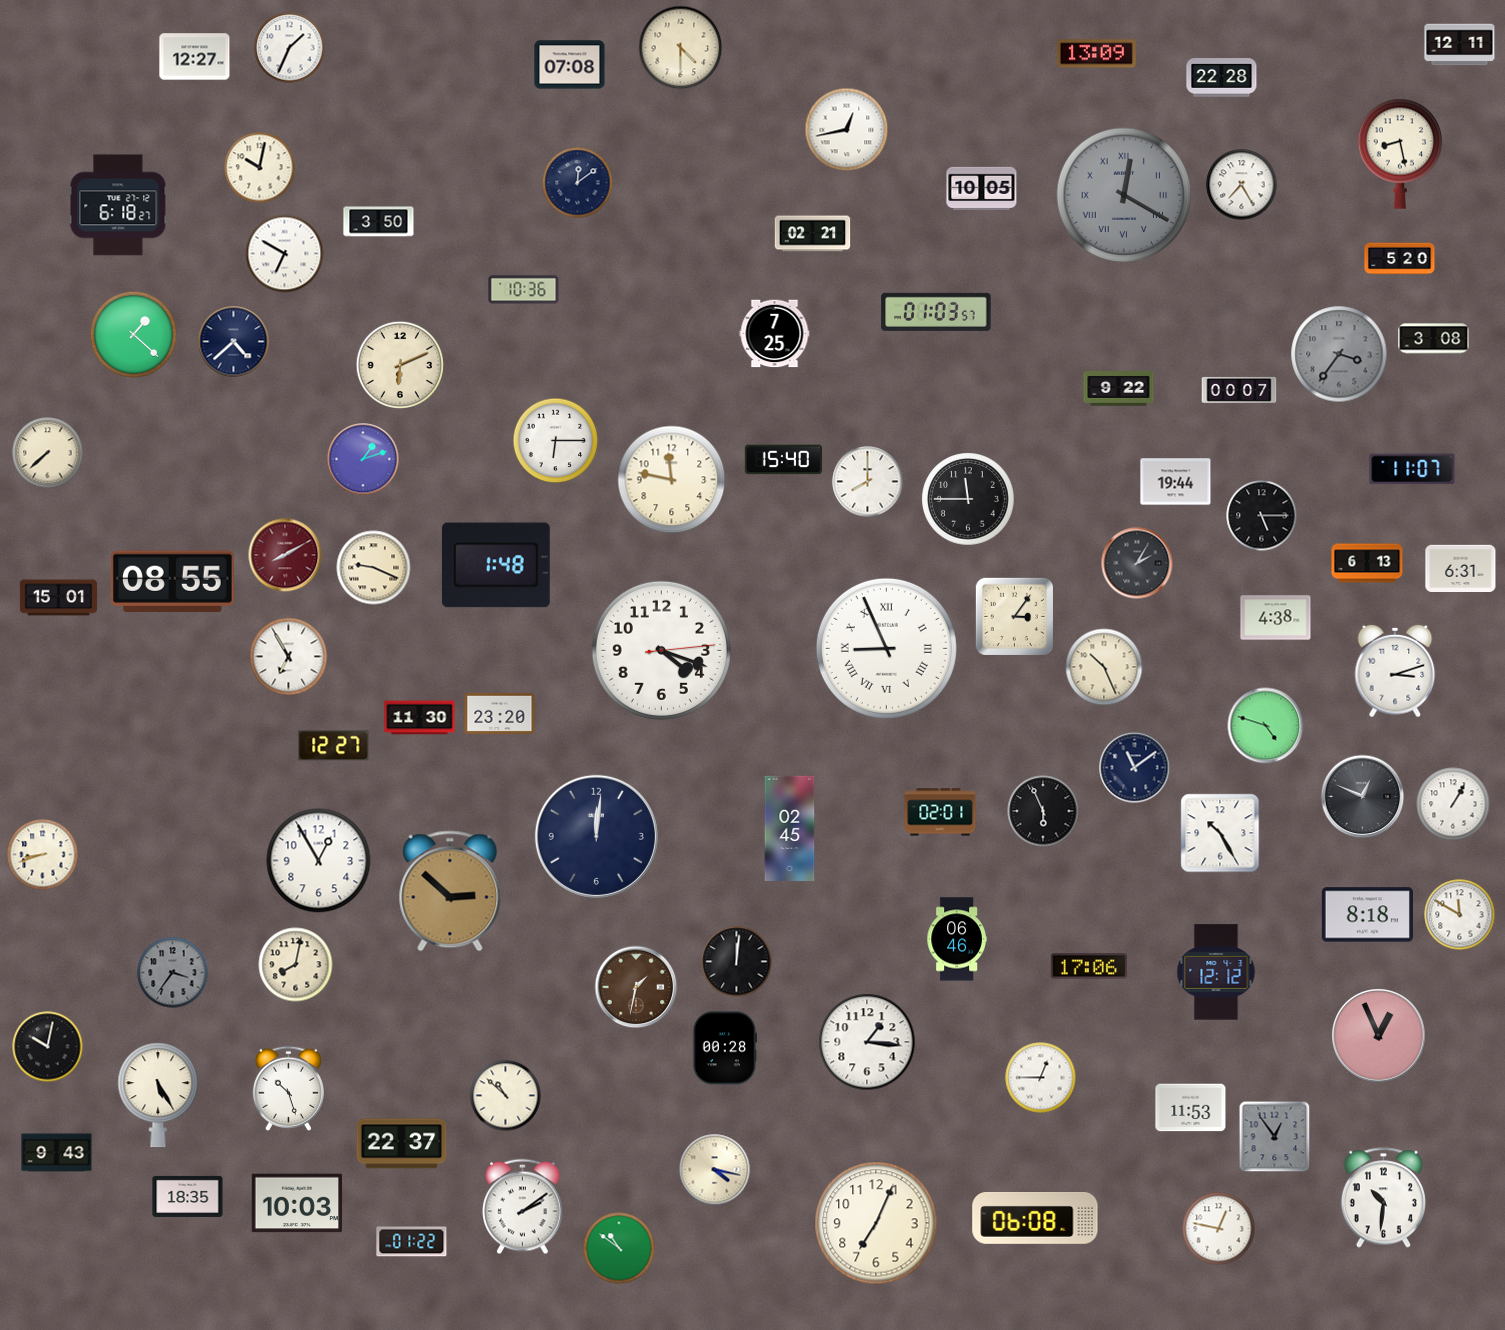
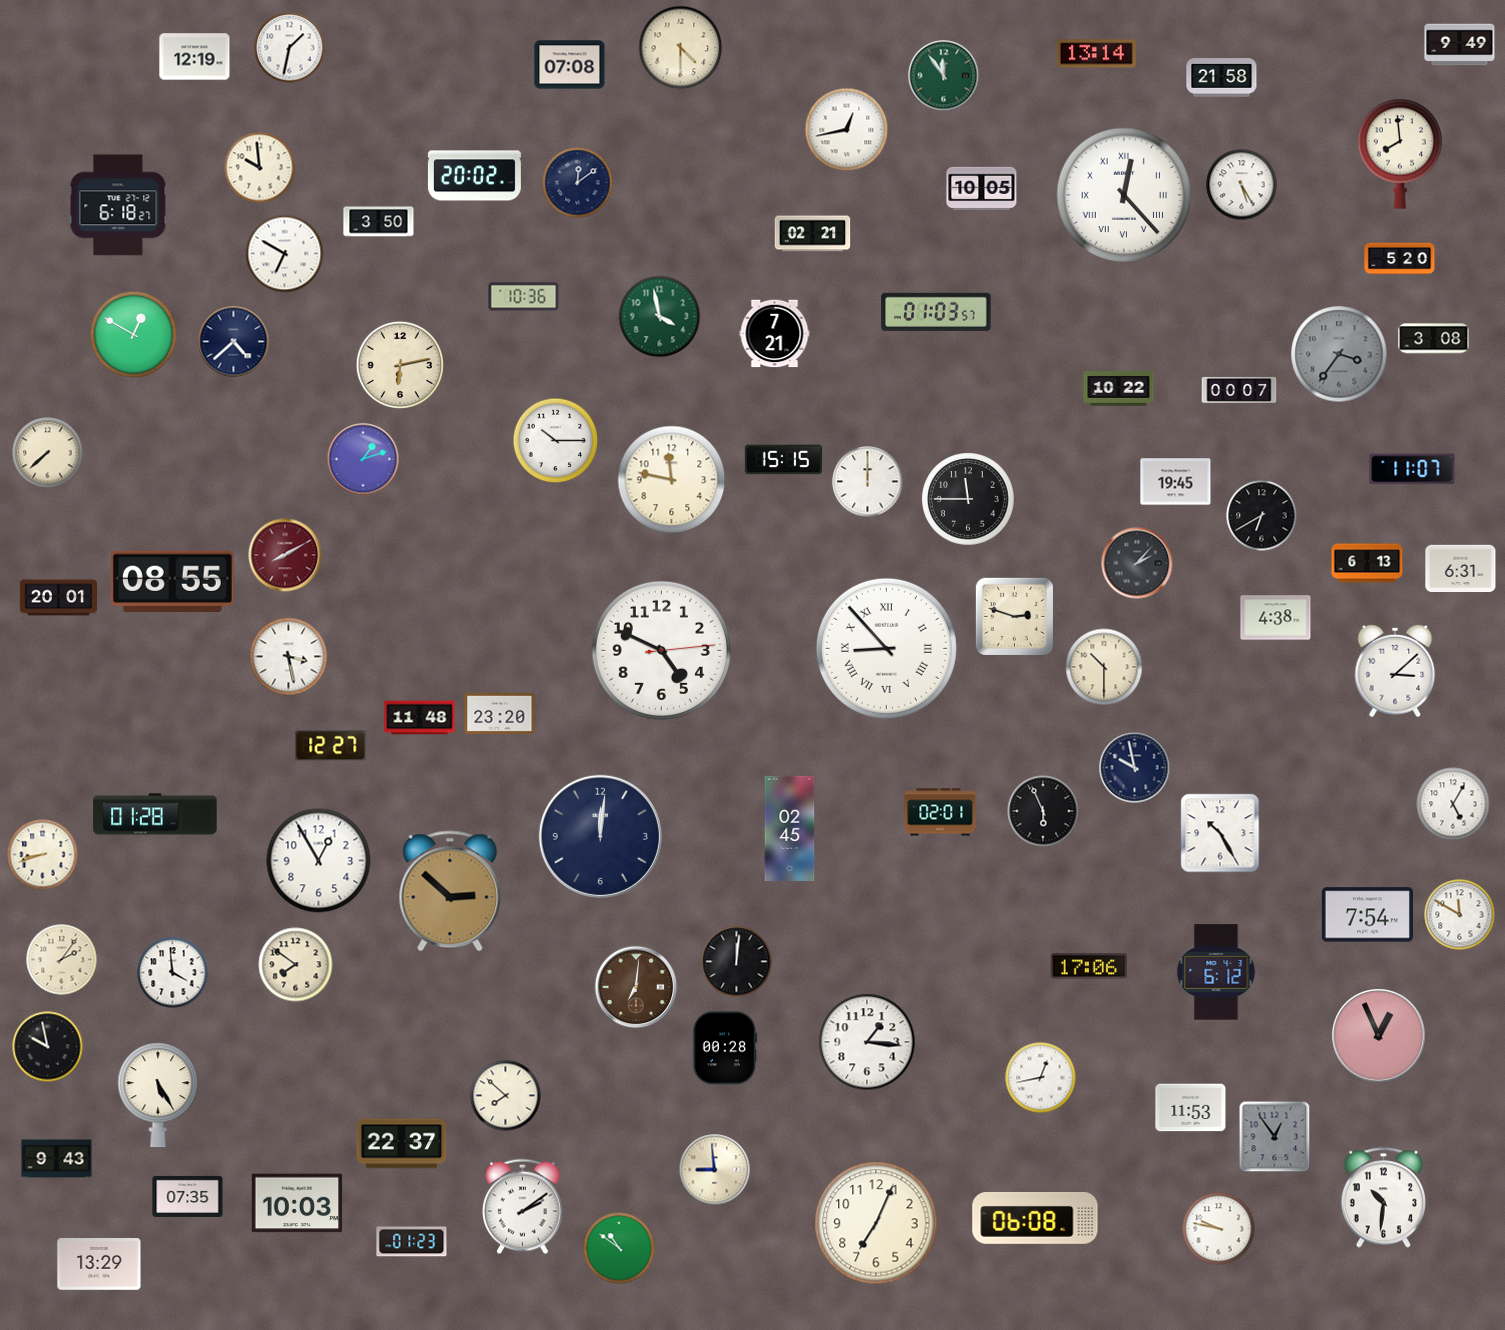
clock at (1460, 45): 12:11 -> 9:49
clock at (290, 48): 1:34 -> 1:32
clock at (1096, 54): 13:09 -> 13:14
clock at (195, 57): 12:27 -> 12:19
clock at (944, 76): none -> 11:54
clock at (1222, 78): 22:28 -> 21:58
clock at (1400, 154): 8:28 -> 7:59
clock at (260, 168): 10:02 -> 9:59
clock at (474, 176): none -> 20:02
clock at (1242, 185): 7:25 -> 5:25
clock at (1124, 195): 12:20 -> 12:23
clock at (1124, 195) dial: grey -> white
clock at (524, 290) position: (524, 290) -> (524, 297)
clock at (660, 317): none -> 3:58
clock at (775, 334): 7:25 -> 7:21
clock at (134, 335): 1:22 -> 12:50
clock at (399, 364): 6:11 -> 6:13
clock at (1119, 389): 9:22 -> 10:22
clock at (556, 441): 6:15 -> 10:15
clock at (783, 460): 15:40 -> 15:15
clock at (868, 482): 8:00 -> 12:00
clock at (1176, 482): 19:44 -> 19:45
clock at (1262, 516): 5:15 -> 6:40
clock at (1137, 563): 2:05 -> 2:07
clock at (496, 565): 1:48 -> none
clock at (374, 568): 9:19 -> none
clock at (58, 598): 15:01 -> 20:01
clock at (1014, 616): 3:06 -> 2:48
clock at (886, 648): 8:56 -> 8:53
clock at (661, 650): 4:18 -> 4:49
clock at (289, 657): 6:55 -> 3:28
clock at (1104, 667): 10:26 -> 10:30
clock at (1395, 671): 3:12 -> 3:08
clock at (420, 718): 11:30 -> 11:48
clock at (1266, 726): 4:48 -> none
clock at (334, 746) position: (334, 746) -> (331, 746)
clock at (1135, 768): 11:09 -> 9:58
clock at (1363, 797): 12:49 -> none
clock at (1453, 804): 1:05 -> 5:05
clock at (155, 814): none -> 01:28
clock at (596, 836) position: (596, 836) -> (600, 836)
clock at (1367, 915): 8:18 -> 7:54
clock at (957, 939): 06:46 -> none
clock at (62, 960): none -> 2:06
clock at (296, 965): 8:02 -> 7:51
clock at (1216, 972): 12:12 -> 6:12
clock at (173, 973): 3:36 -> 3:59
clock at (173, 973) dial: grey -> white
clock at (636, 987): 1:32 -> 7:01
clock at (48, 1047): 10:02 -> 9:58
clock at (1041, 1078): 12:45 -> 12:43
clock at (288, 1088): 10:27 -> none
clock at (506, 1096): 10:52 -> 7:52
clock at (57, 1153) position: (57, 1153) -> (57, 1159)
clock at (715, 1170): 4:17 -> 8:59
clock at (188, 1196): 18:35 -> 07:35
clock at (1219, 1229): 12:47 -> 9:47
clock at (412, 1242): 01:22 -> 01:23
clock at (99, 1265): none -> 13:29
